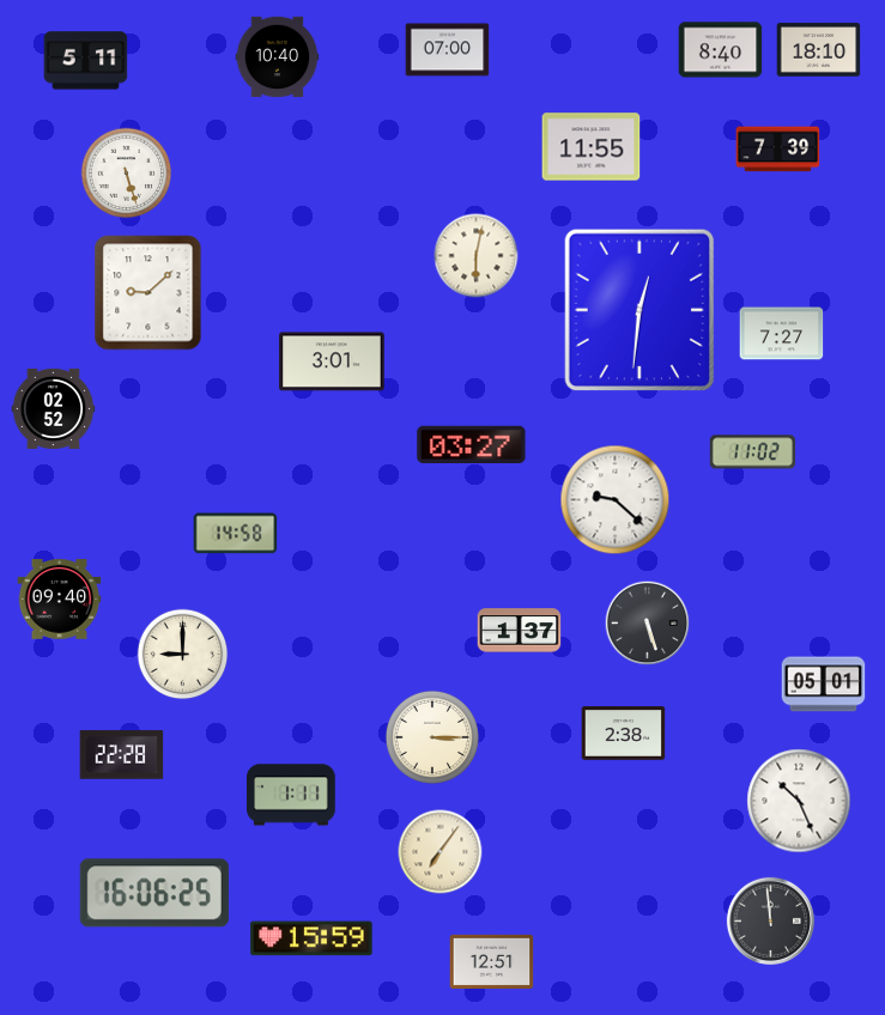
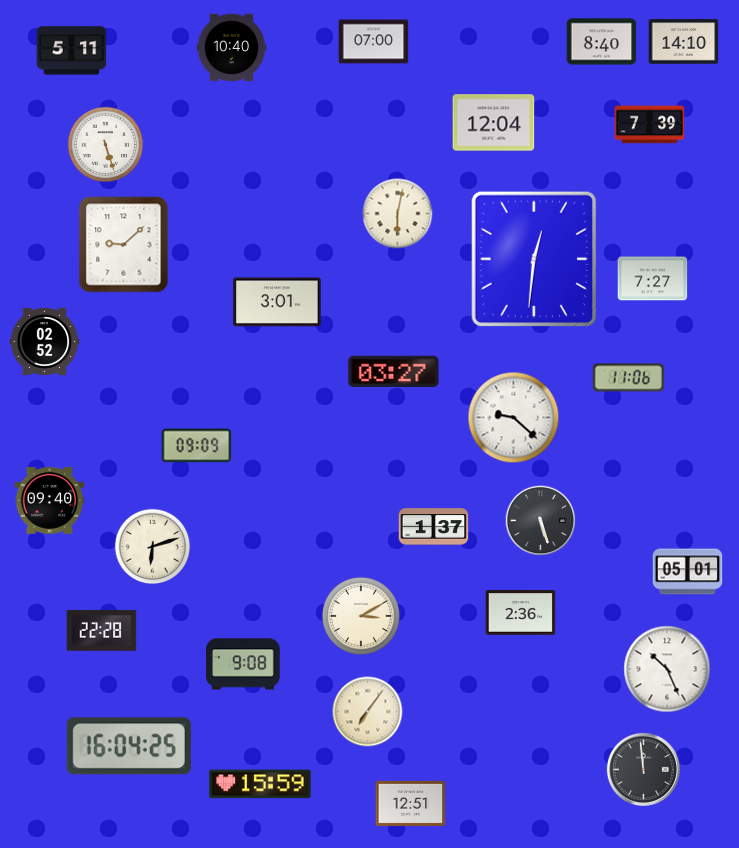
clock at (819, 50): 18:10 -> 14:10
clock at (592, 147): 11:55 -> 12:04
clock at (752, 452): 11:02 -> 11:06
clock at (236, 534): 14:58 -> 09:09
clock at (183, 655): 9:00 -> 6:12
clock at (624, 734): 2:38 -> 2:36
clock at (432, 737): 3:15 -> 3:10
clock at (291, 795): 1:11 -> 9:08
clock at (154, 893): 16:06 -> 16:04
